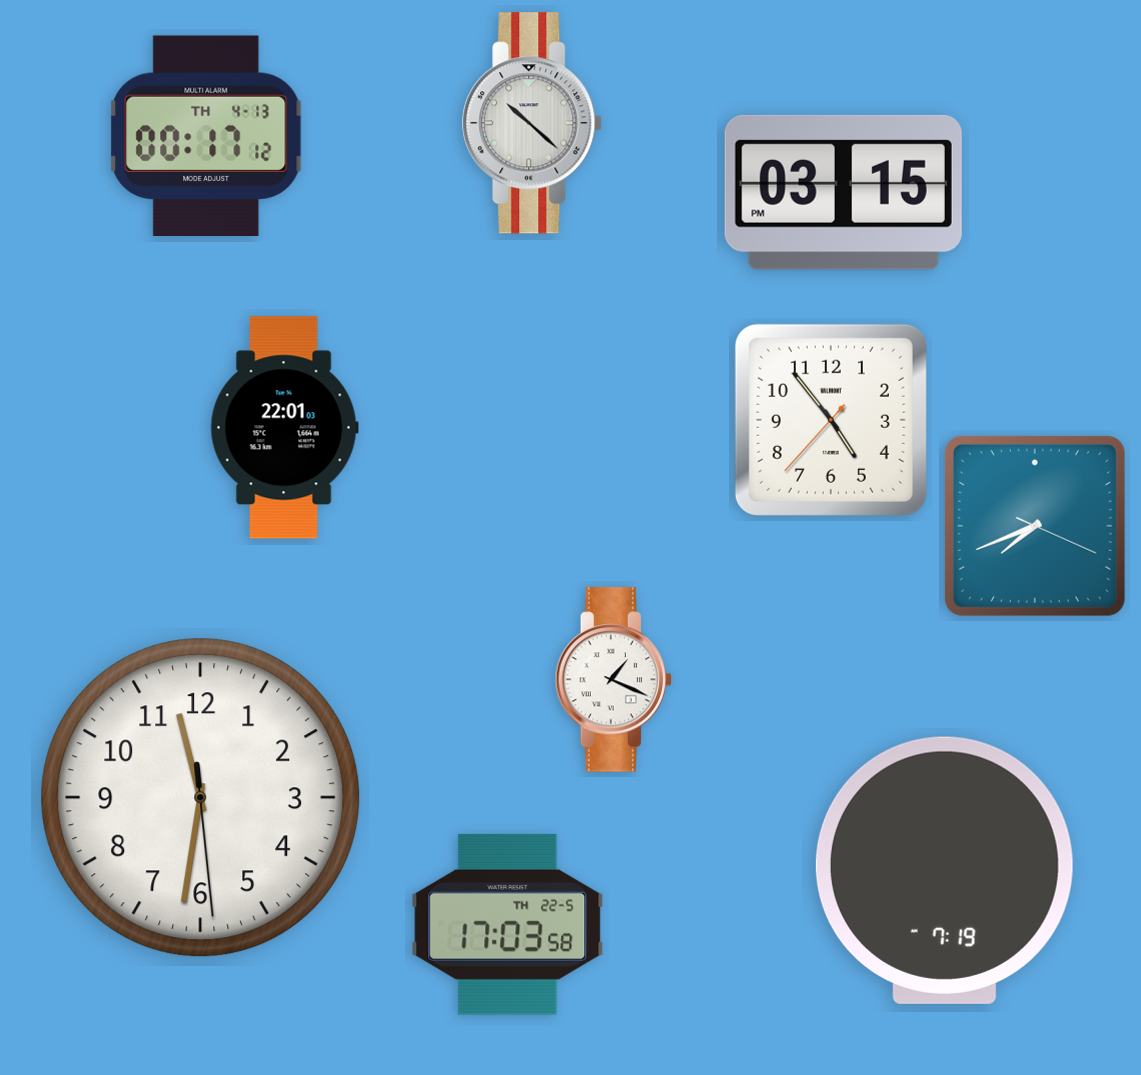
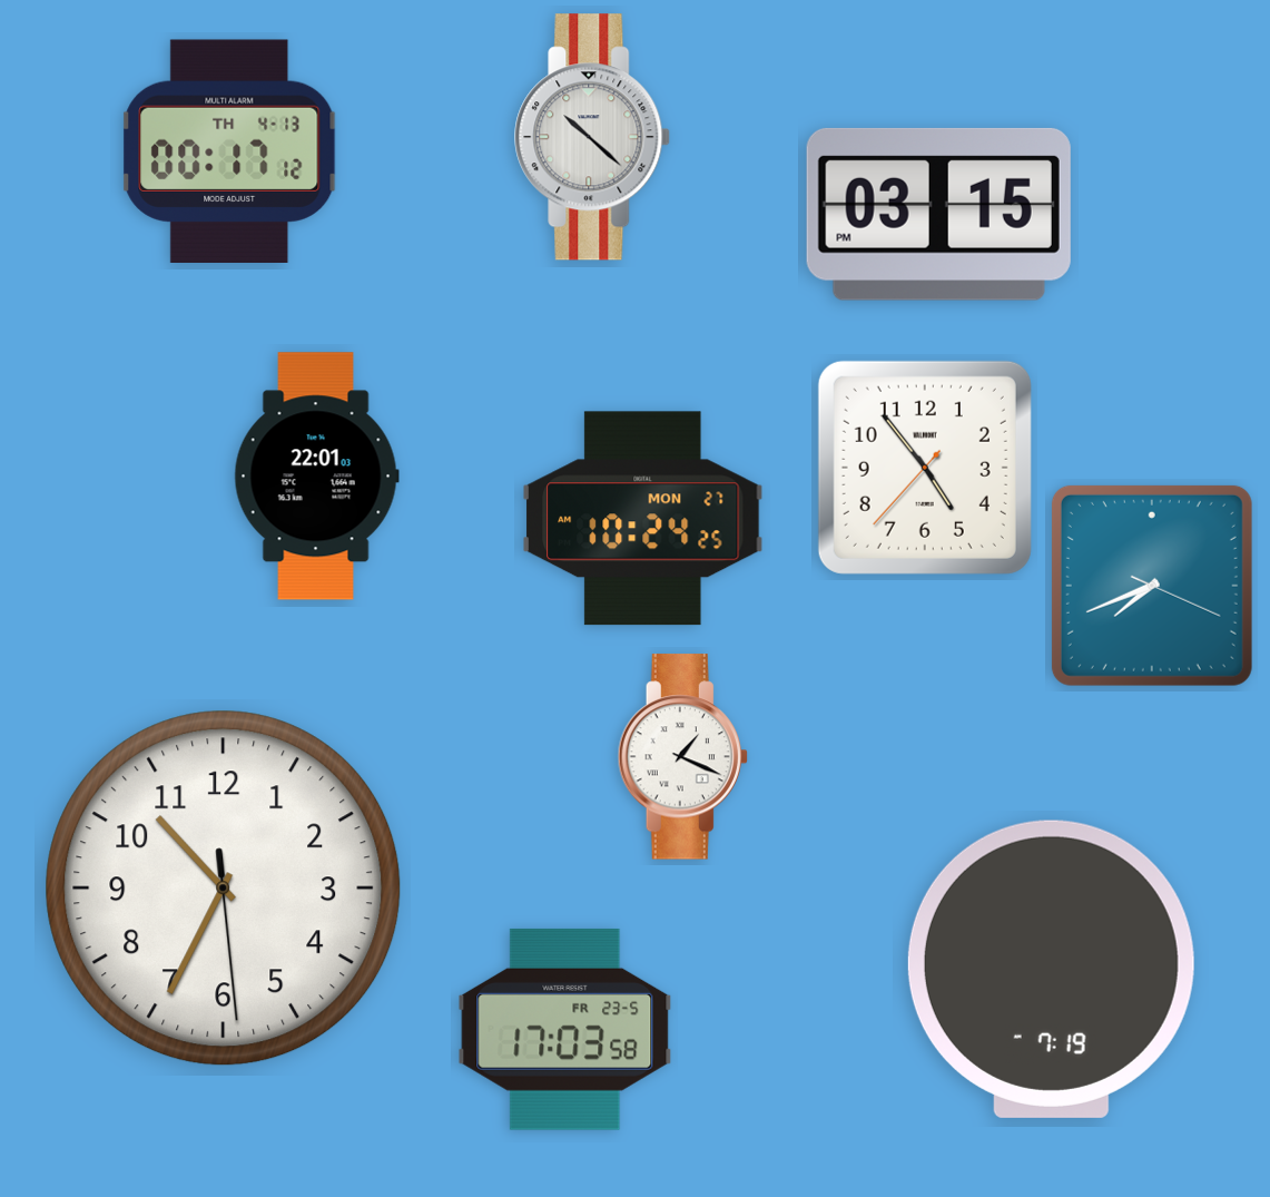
clock at (643, 519): none -> 10:24
clock at (201, 798): 11:31 -> 10:34
clock at (508, 924) date: TH 22-5 -> FR 23-5
